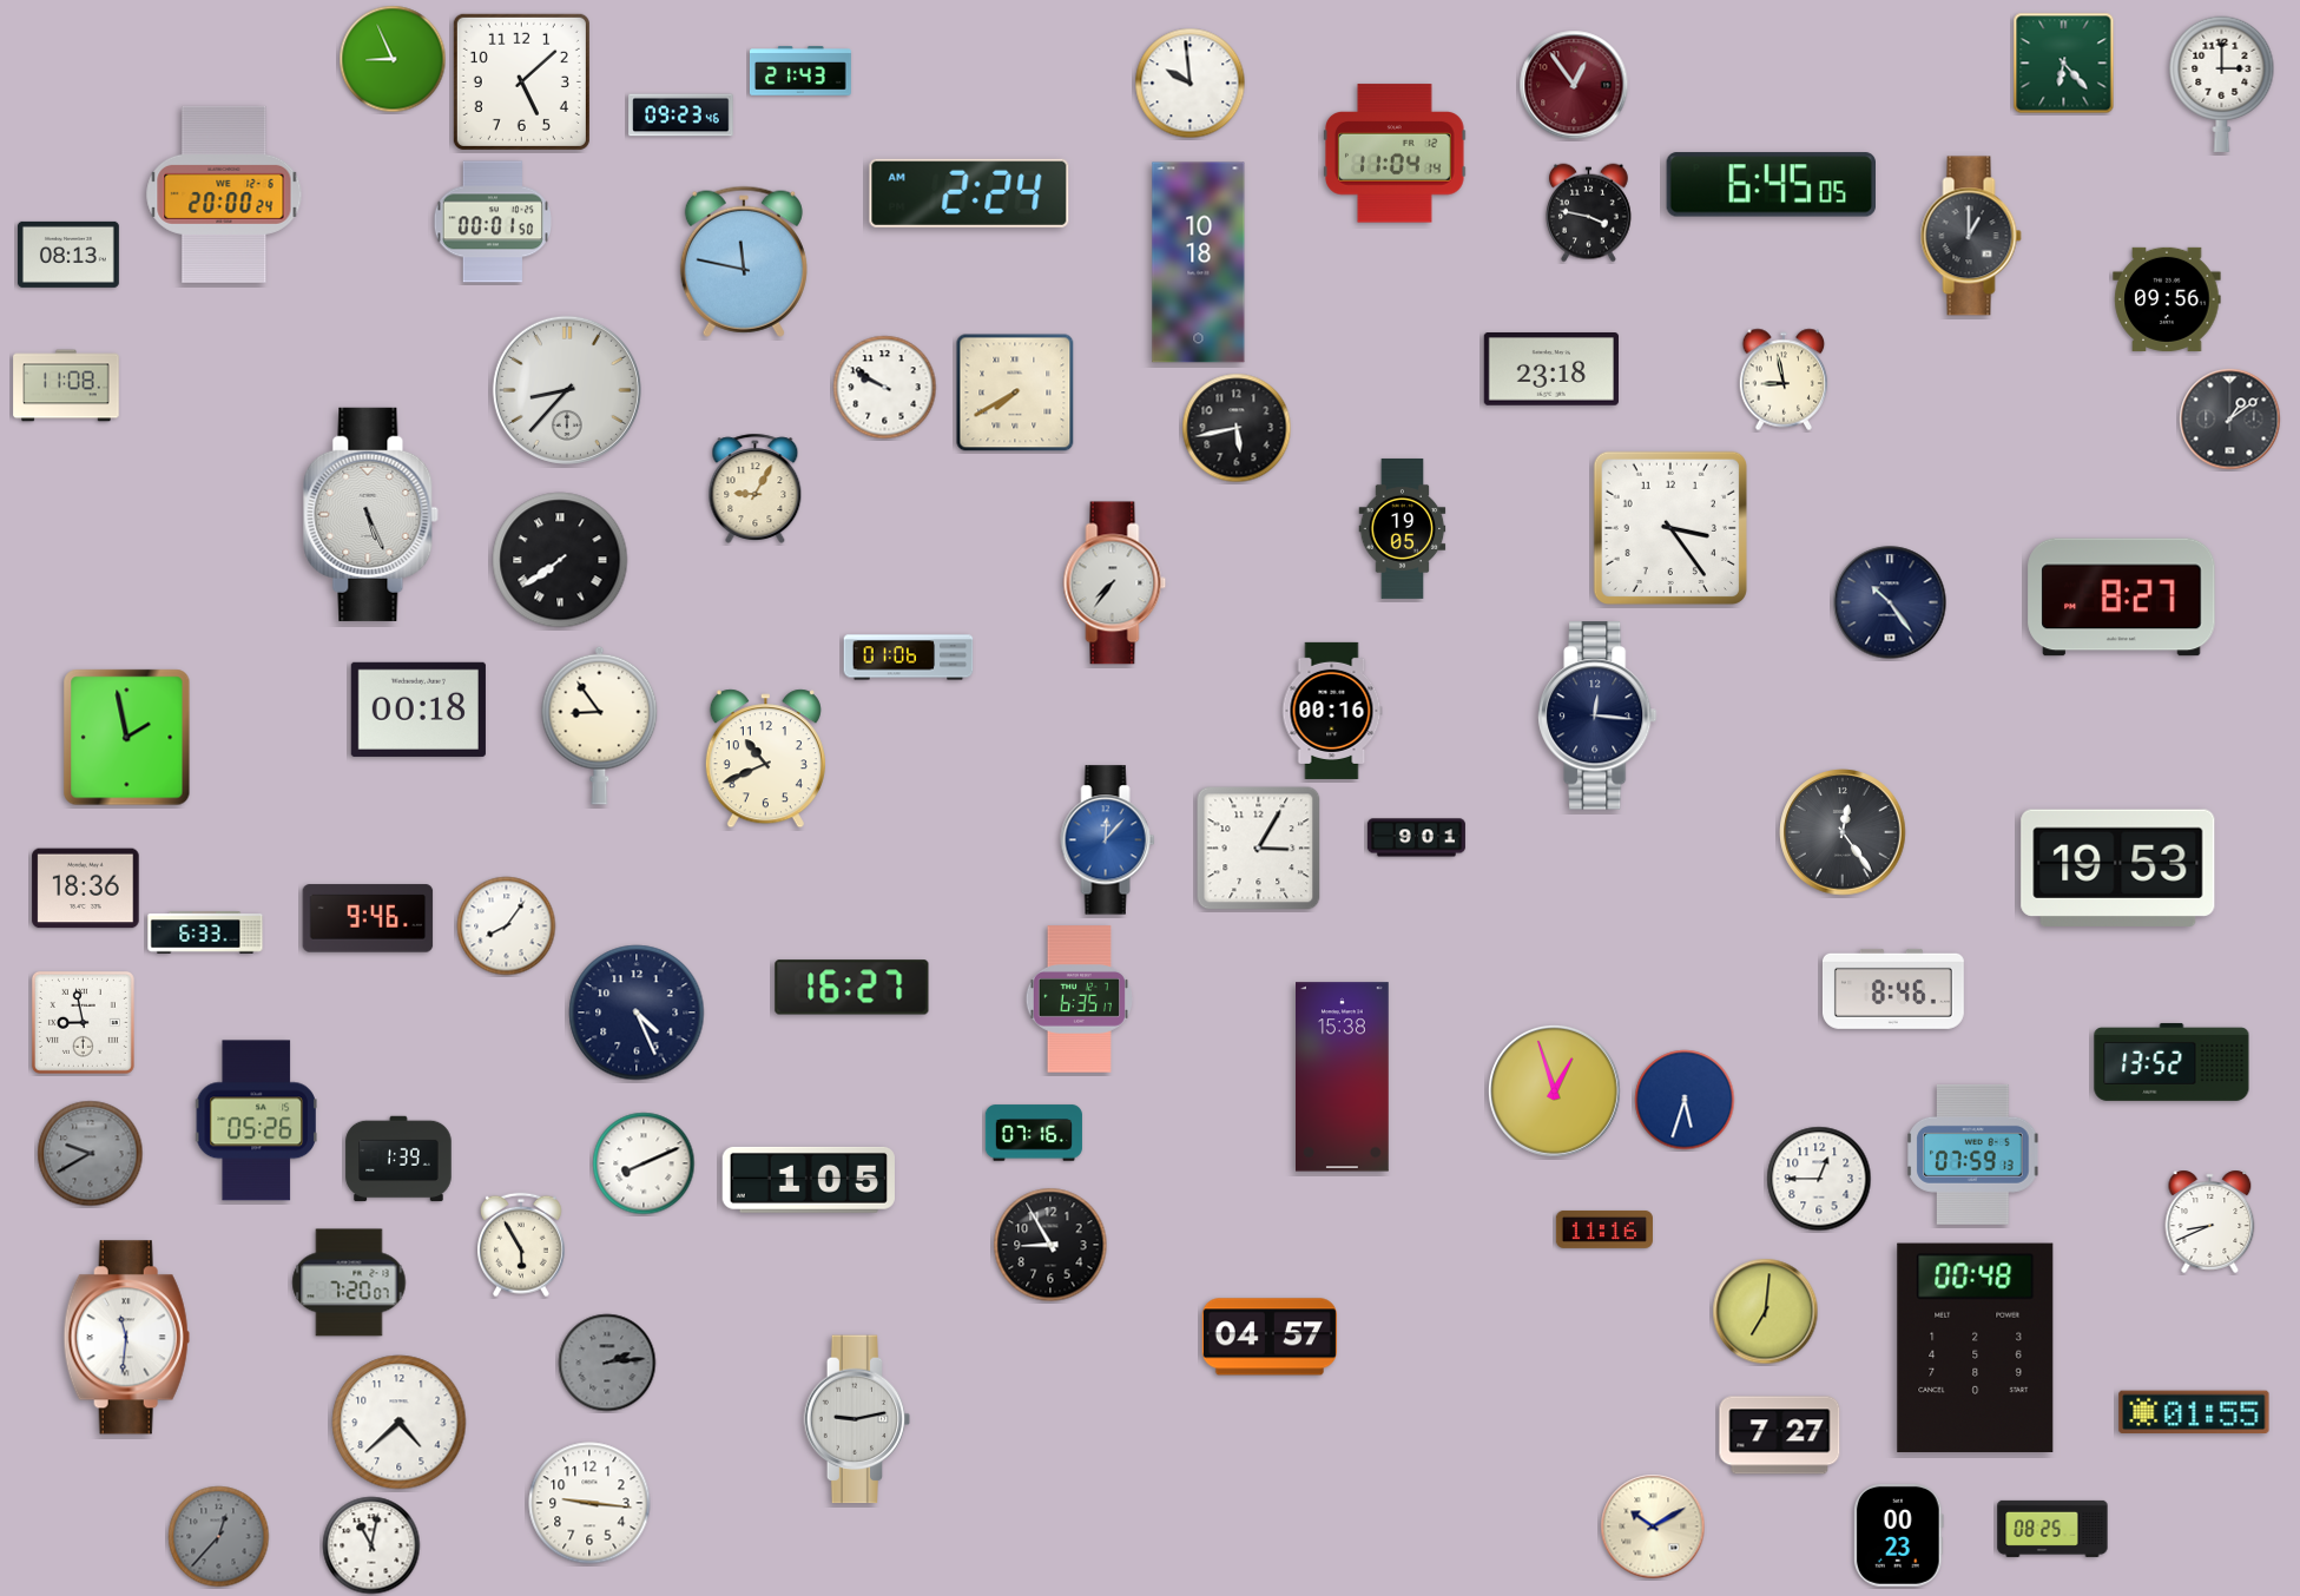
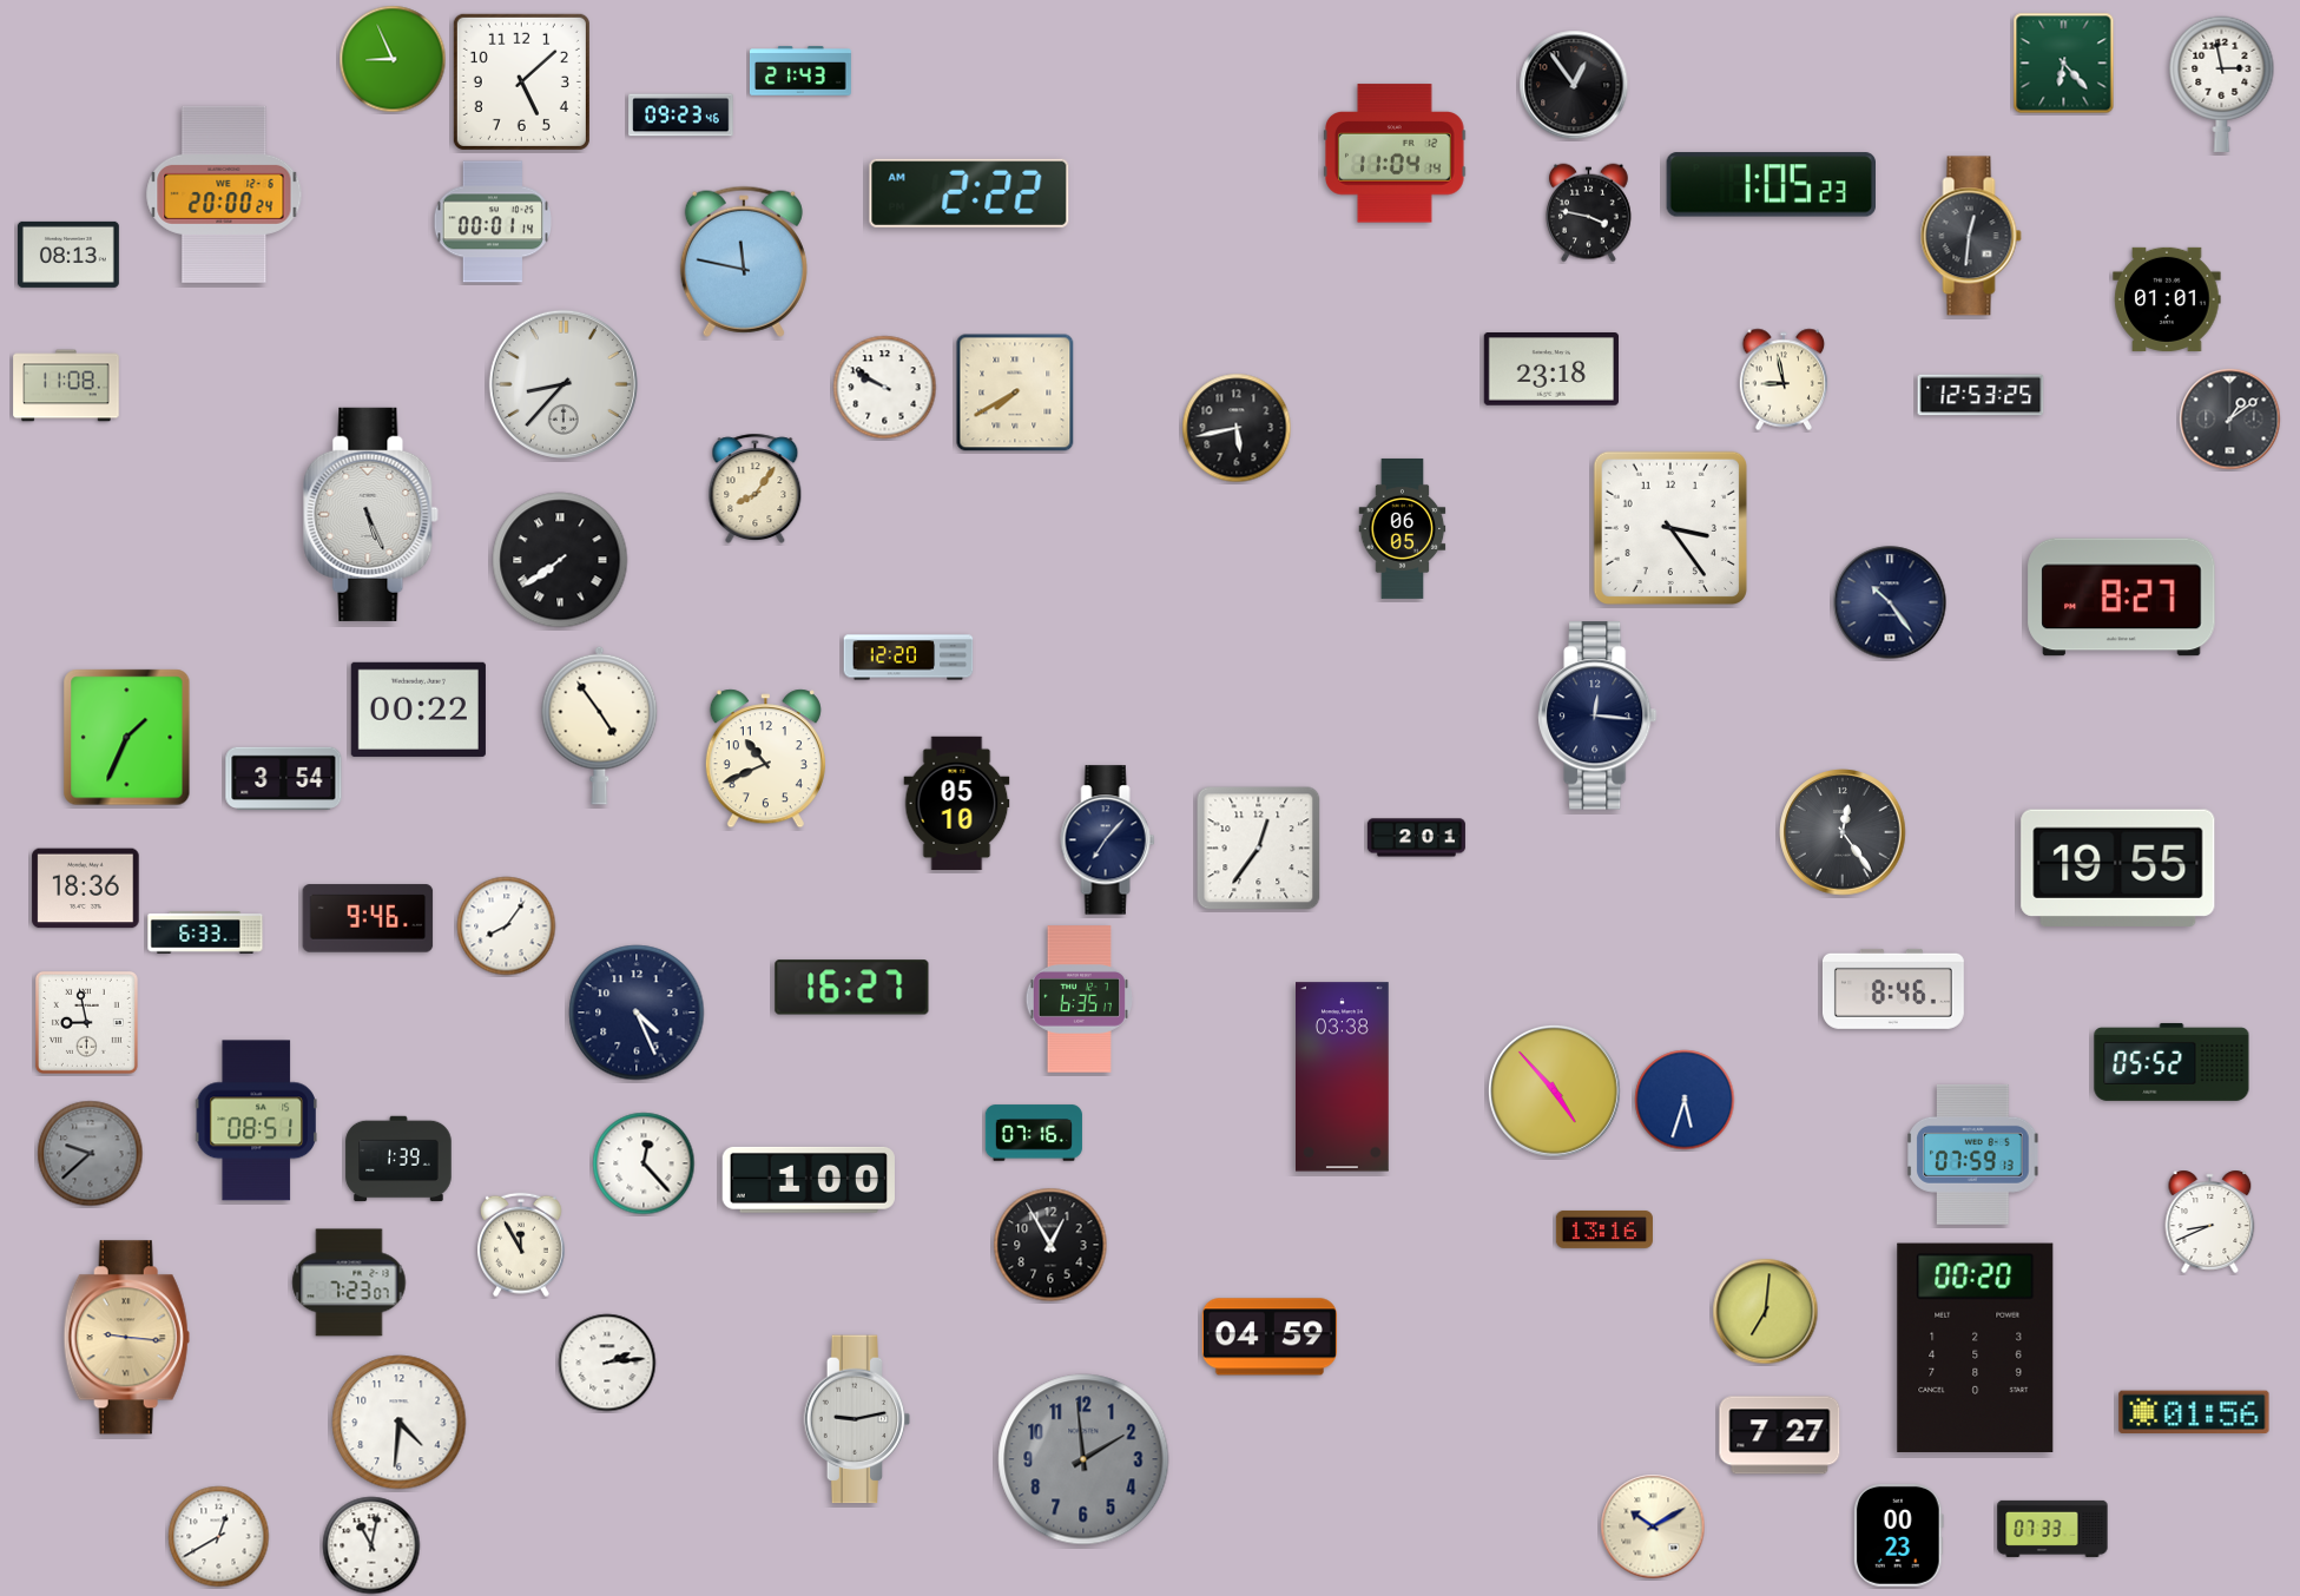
clock at (1191, 84): 9:59 -> none
clock at (2222, 84): 3:00 -> 2:58
clock at (1574, 85) dial: burgundy -> black
clock at (1771, 185): 6:45 -> 1:05
clock at (969, 193): 2:24 -> 2:22
clock at (492, 222): 00:01:50 -> 00:01:14
clock at (1971, 236): 1:00 -> 12:31
clock at (1199, 263): 10:18 -> none
clock at (2167, 299): 09:56 -> 01:01
clock at (567, 390) position: (567, 390) -> (564, 384)
clock at (1981, 395): none -> 12:53
clock at (756, 488): 9:05 -> 8:06
clock at (1403, 528): 19:05 -> 06:05
clock at (1115, 583): 7:36 -> none
clock at (909, 658): 01:06 -> 12:20
clock at (419, 710): 00:18 -> 00:22
clock at (1332, 711): 00:16 -> none
clock at (600, 725): 8:54 -> 4:54
clock at (127, 738): 1:58 -> 1:34
clock at (284, 778): none -> 3:54
clock at (957, 804): none -> 05:10
clock at (1416, 838): 9:01 -> 2:01
clock at (1108, 840): 12:07 -> 7:07
clock at (1108, 840) dial: blue -> navy
clock at (1259, 849): 3:05 -> 12:36
clock at (2118, 868): 19:53 -> 19:55
clock at (83, 1022) position: (83, 1022) -> (86, 1022)
clock at (2172, 1062): 13:52 -> 05:52
clock at (1343, 1077): 15:38 -> 03:38
clock at (1555, 1092): 12:57 -> 4:53
clock at (256, 1121): 05:26 -> 08:51
clock at (91, 1154): 9:40 -> 9:38
clock at (644, 1163): 8:11 -> 12:23
clock at (1819, 1179): 12:45 -> none
clock at (809, 1180): 1:05 -> 1:00
clock at (1604, 1229): 11:16 -> 13:16
clock at (521, 1245): 5:55 -> 11:55
clock at (1050, 1245): 8:55 -> 12:55
clock at (349, 1282): 7:20 -> 7:23
clock at (1270, 1337): 04:57 -> 04:59
clock at (126, 1338): 11:31 -> 9:16
clock at (126, 1338) dial: white -> champagne
clock at (1976, 1347): 00:48 -> 00:20
clock at (607, 1363) dial: grey -> white
clock at (2194, 1412): 01:55 -> 01:56
clock at (400, 1423): 4:38 -> 4:31
clock at (1083, 1459): none -> 1:59
clock at (589, 1503): 9:16 -> none
clock at (2052, 1529): 08:25 -> 07:33
clock at (219, 1537): 12:37 -> 12:40
clock at (219, 1537) dial: grey -> white
